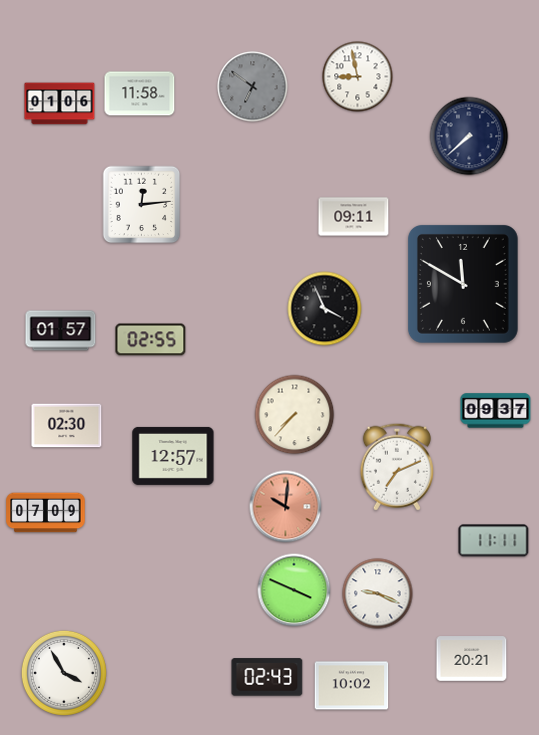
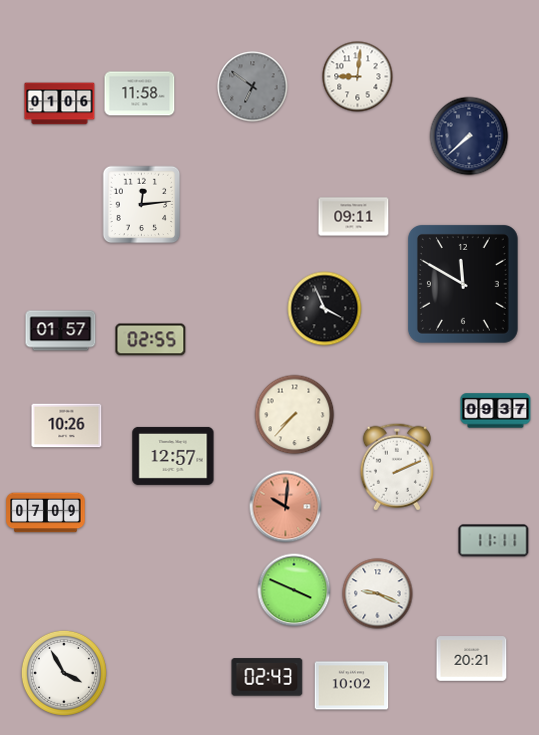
clock at (358, 77): 8:58 -> 9:01
clock at (67, 426): 02:30 -> 10:26
clock at (397, 467): 7:11 -> 2:11
